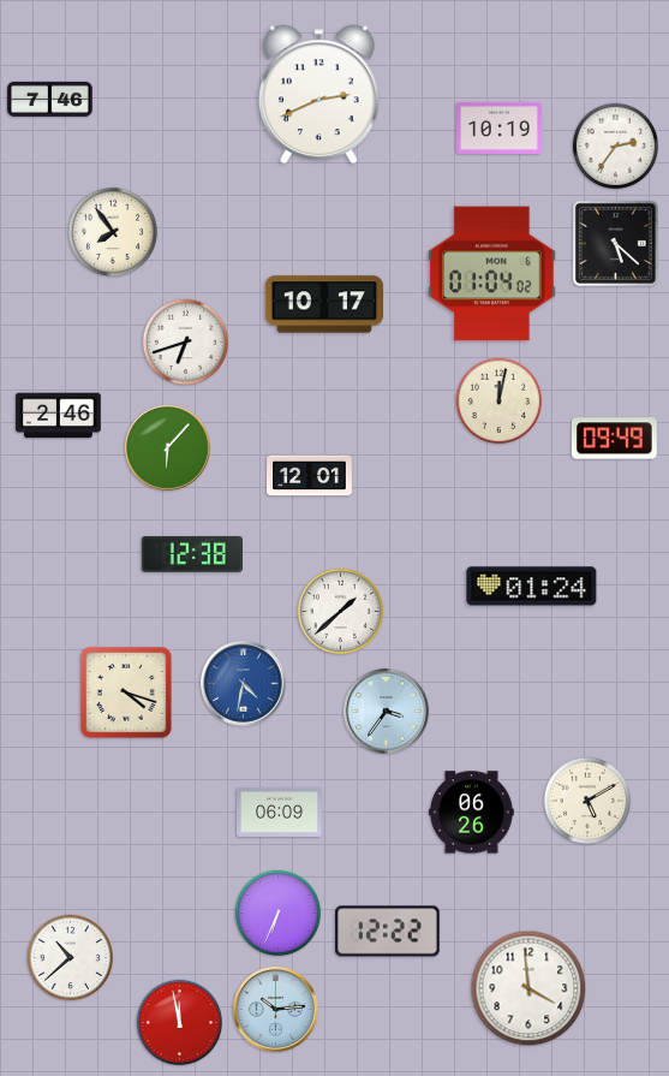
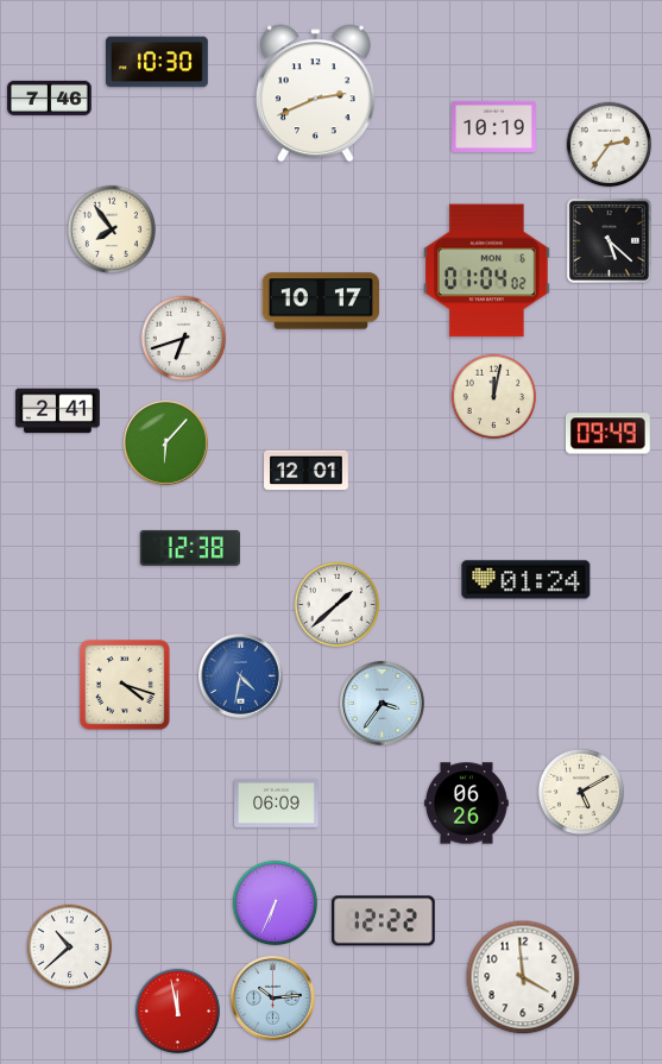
clock at (158, 62): none -> 10:30
clock at (59, 416): 2:46 -> 2:41
